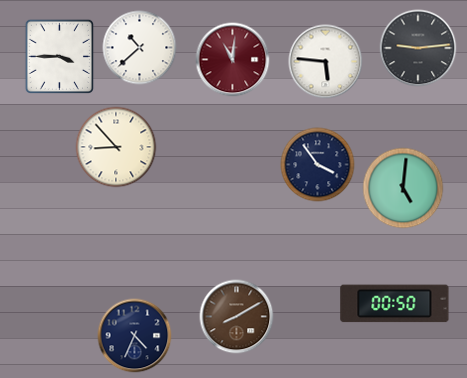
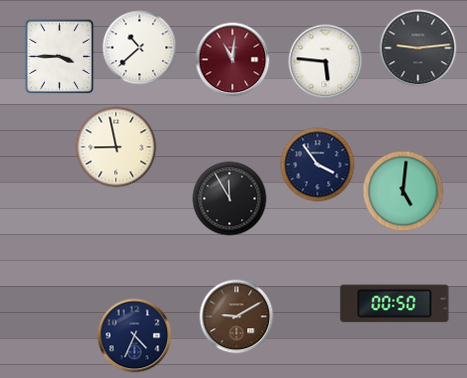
clock at (116, 147): 8:53 -> 8:58
clock at (403, 188) position: (403, 188) -> (403, 191)
clock at (230, 199): none -> 11:55
clock at (237, 317): 8:10 -> 9:10
